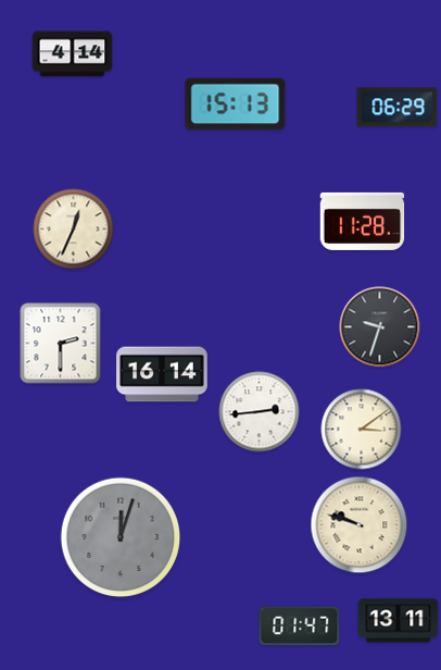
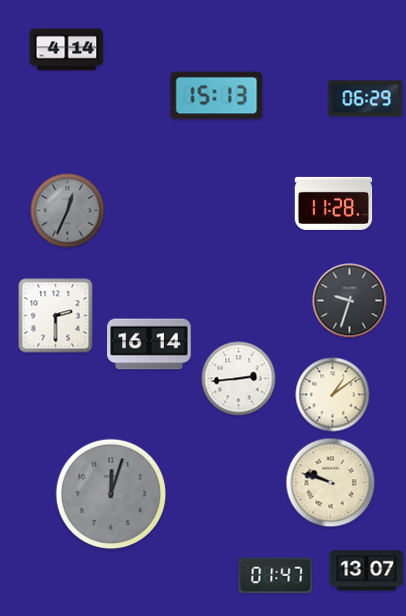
clock at (74, 229) dial: cream -> grey
clock at (362, 430): 3:09 -> 1:09
clock at (399, 621): 13:11 -> 13:07
